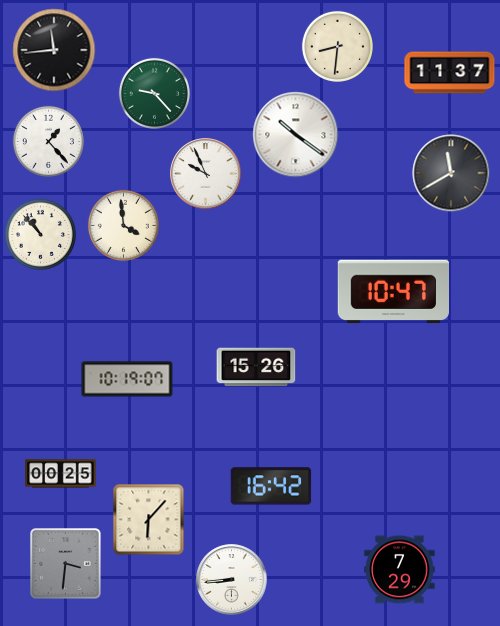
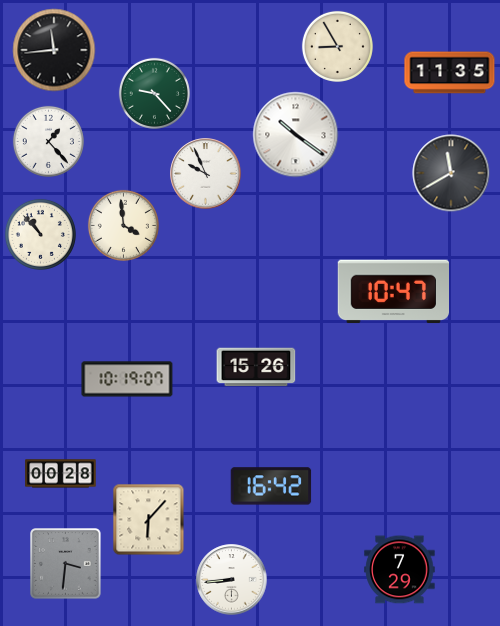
clock at (337, 46): 8:31 -> 8:55
clock at (450, 73): 11:37 -> 11:35
clock at (61, 474): 00:25 -> 00:28
